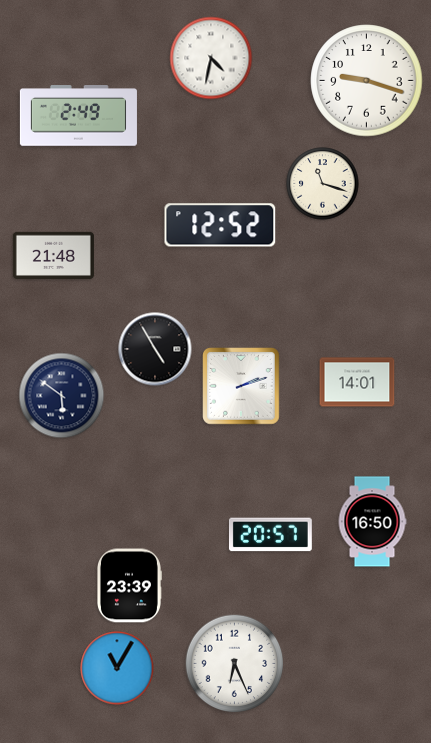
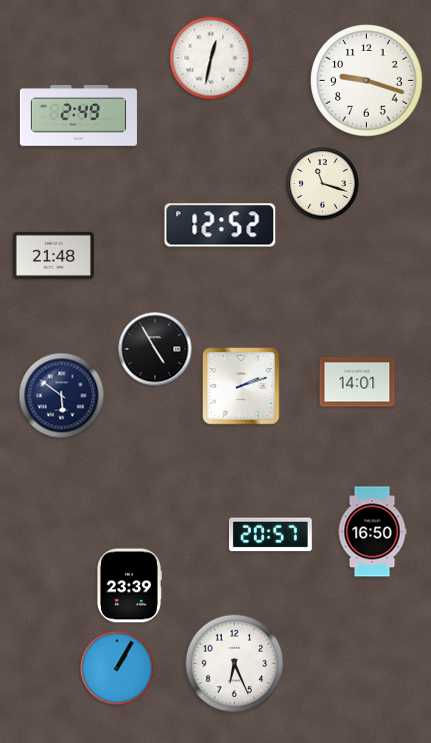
clock at (211, 58): 4:32 -> 12:32
clock at (372, 522) position: (372, 522) -> (372, 532)
clock at (117, 668): 11:05 -> 1:05
